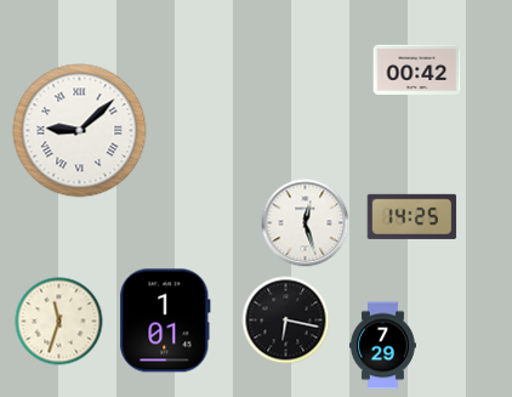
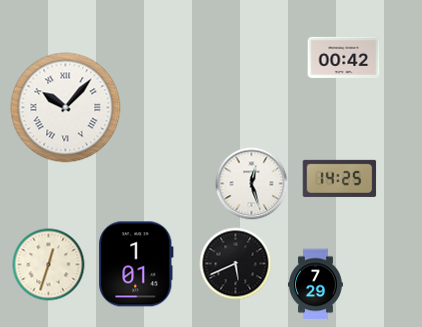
clock at (80, 131): 9:08 -> 10:07
clock at (286, 321): 6:17 -> 5:41
clock at (59, 322): 11:33 -> 12:33
